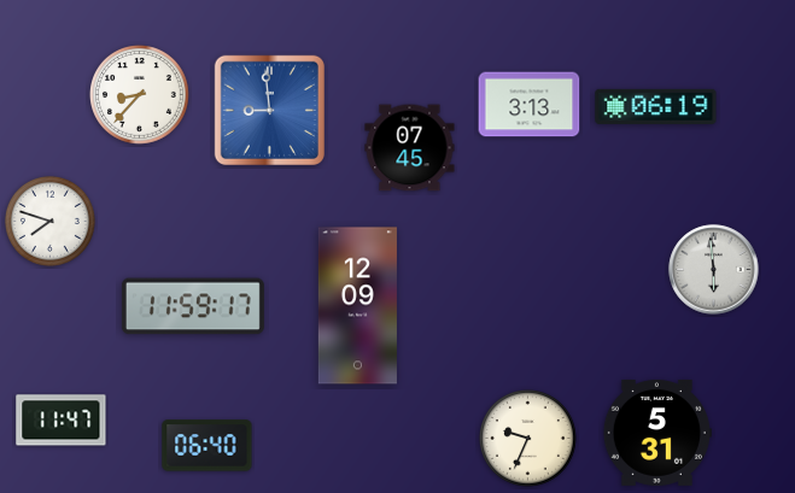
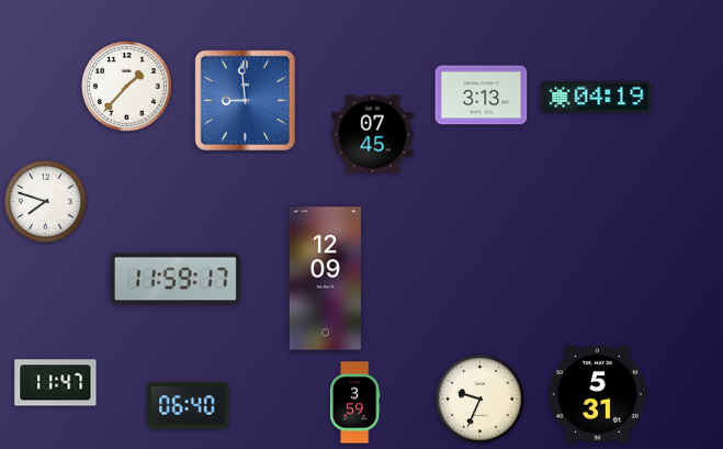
clock at (140, 95): 8:37 -> 1:37
clock at (656, 106): 06:19 -> 04:19
clock at (714, 270): 5:59 -> none
clock at (354, 403): none -> 3:59
